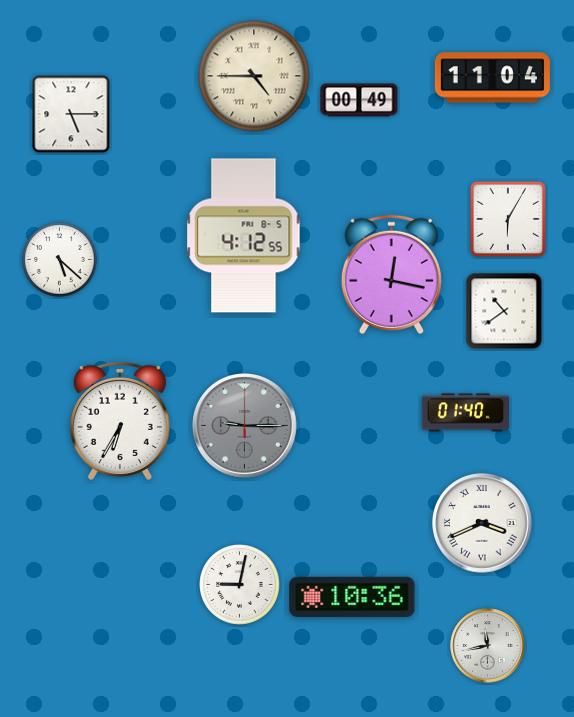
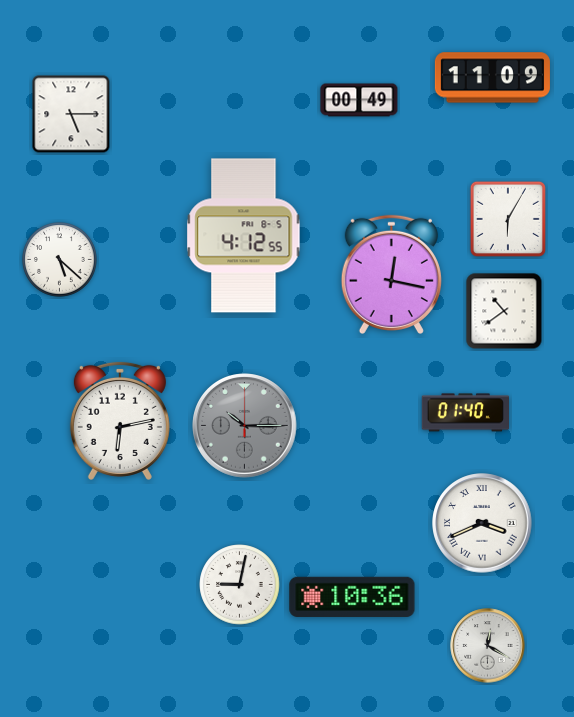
clock at (254, 76): 4:45 -> none
clock at (492, 78): 11:04 -> 11:09
clock at (120, 421): 6:35 -> 6:13
clock at (245, 426): 9:15 -> 10:15
clock at (488, 646): 11:43 -> 12:20
